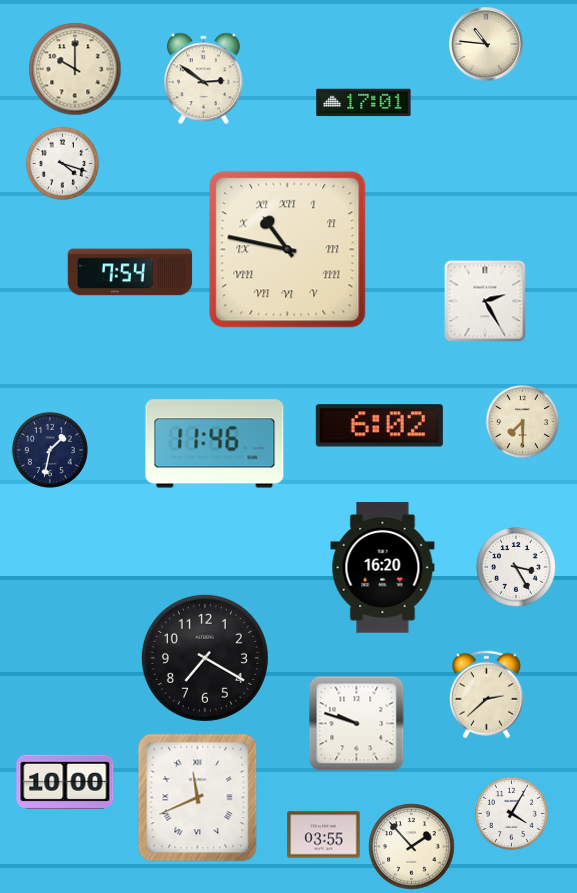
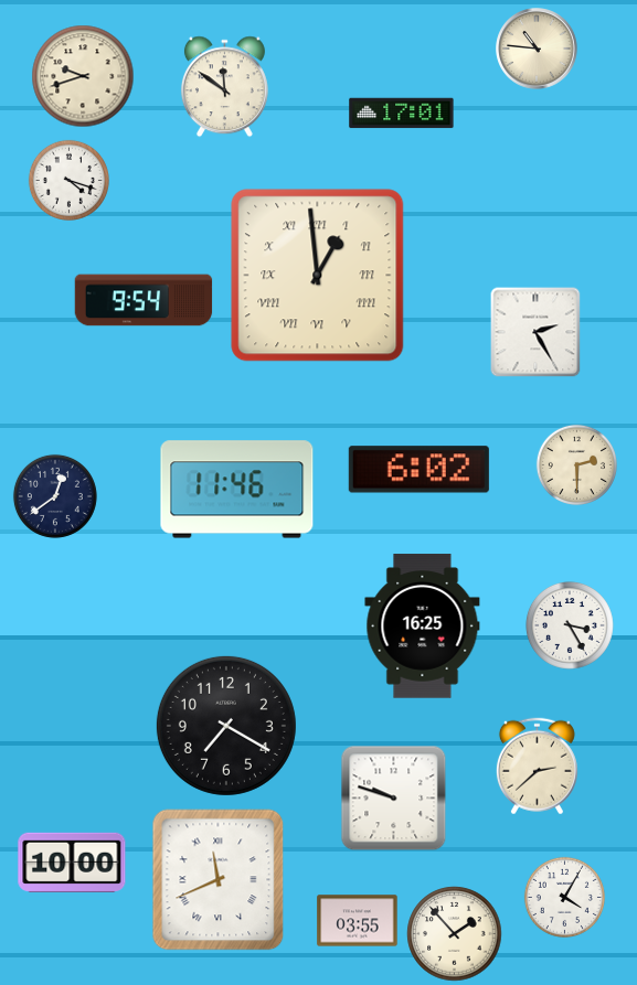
clock at (75, 69): 10:00 -> 9:42
clock at (203, 79): 2:51 -> 11:51
clock at (288, 250): 10:47 -> 12:59
clock at (130, 272): 7:54 -> 9:54
clock at (522, 421): 7:30 -> 2:30
clock at (50, 450): 1:32 -> 12:39
clock at (383, 568): 16:20 -> 16:25
